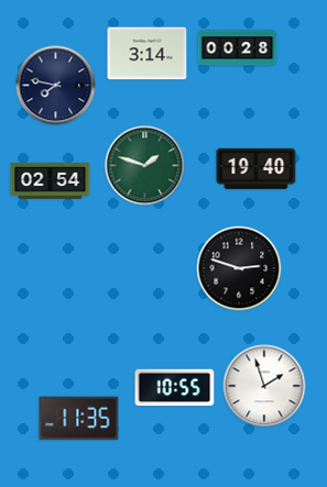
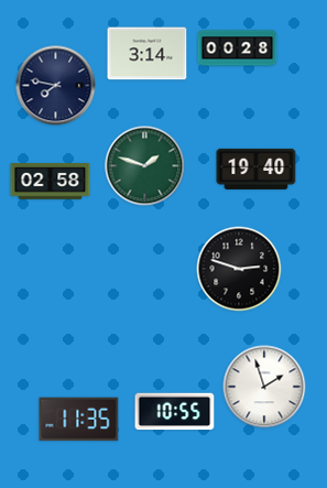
clock at (51, 181): 02:54 -> 02:58
clock at (175, 388) position: (175, 388) -> (175, 412)
